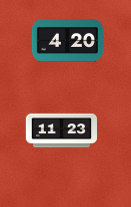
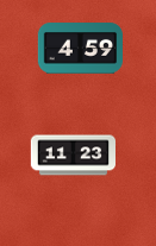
clock at (67, 41): 4:20 -> 4:59
